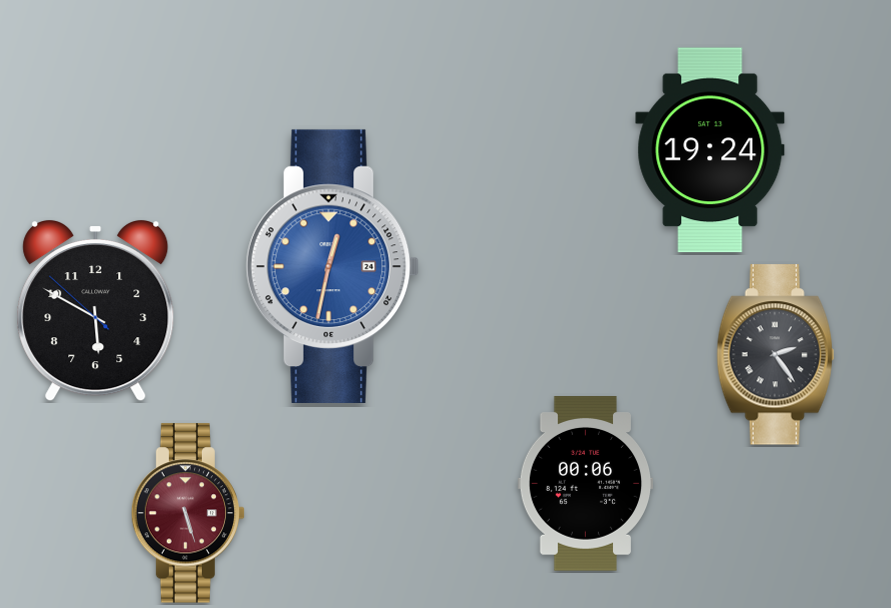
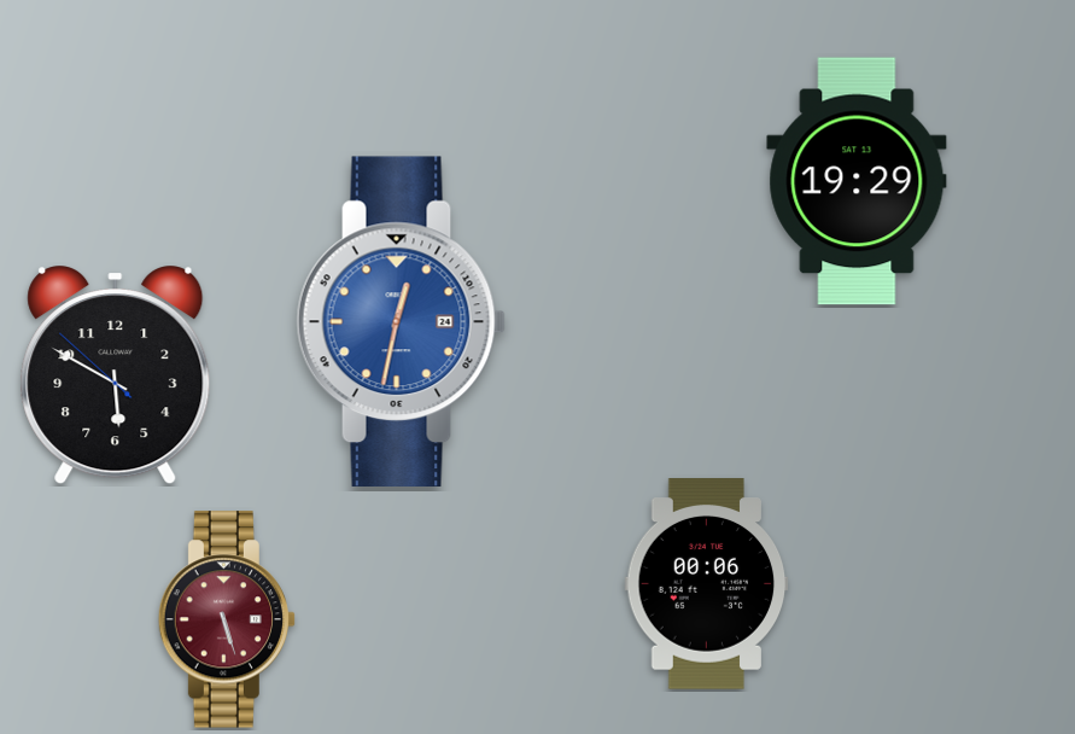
clock at (710, 150): 19:24 -> 19:29
clock at (776, 355): 2:24 -> none
